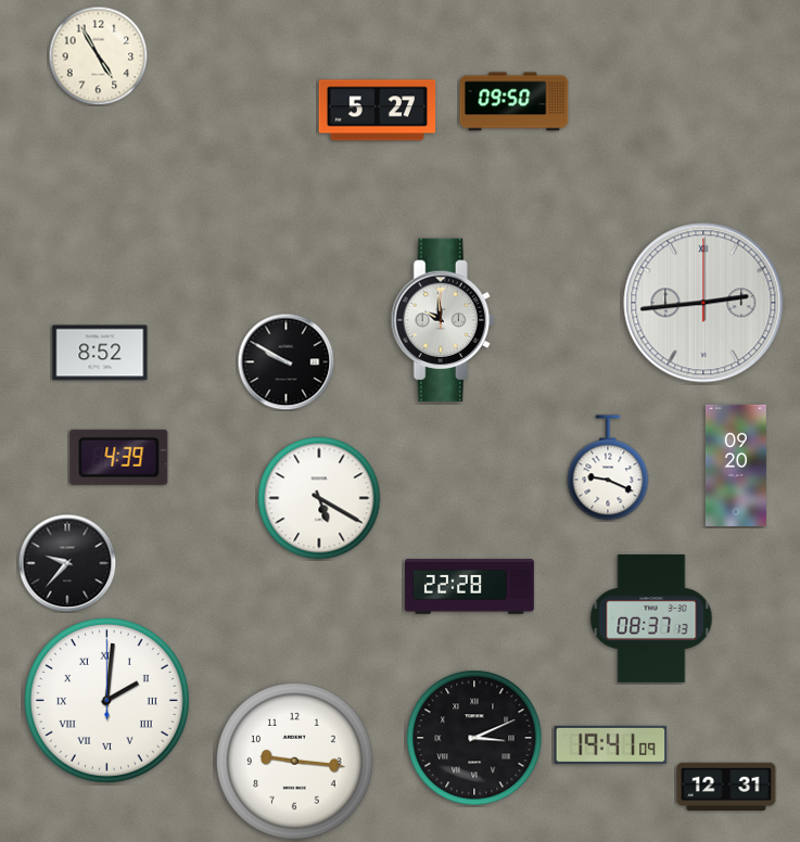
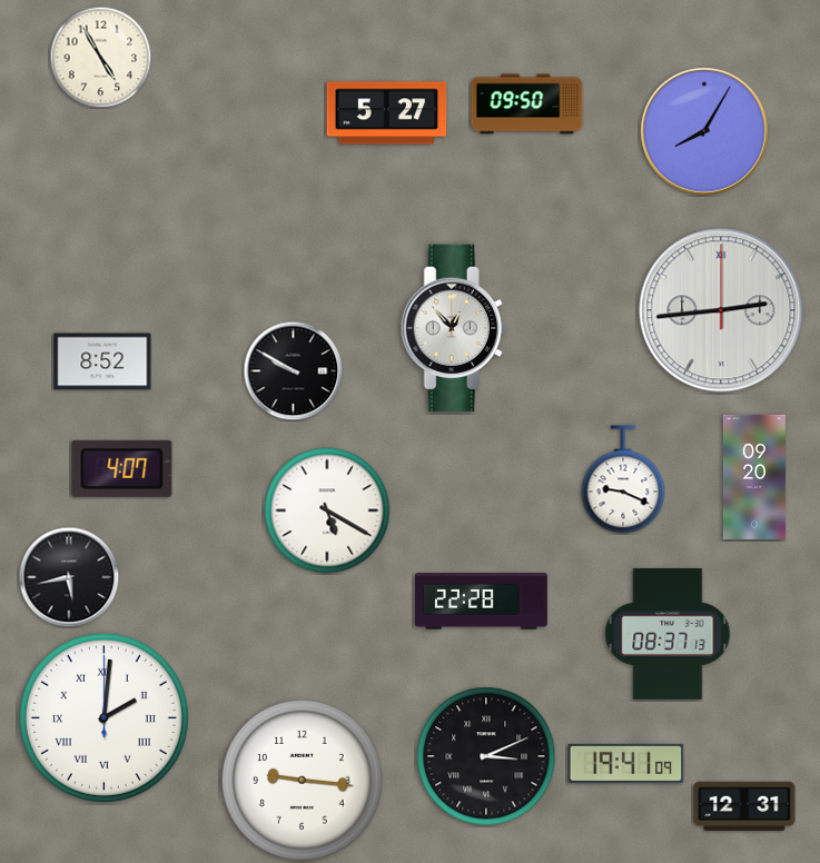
clock at (704, 131): none -> 8:05
clock at (443, 320): 9:59 -> 12:53
clock at (119, 457): 4:39 -> 4:07
clock at (67, 563): 9:37 -> 5:43
clock at (106, 700) position: (106, 700) -> (103, 717)
